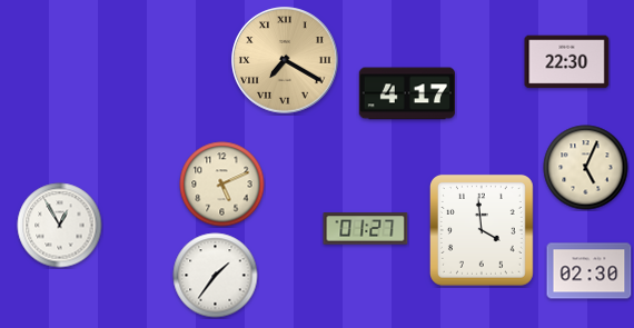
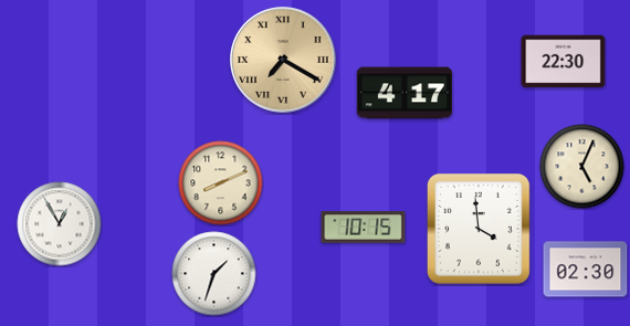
clock at (222, 185): 5:11 -> 8:11
clock at (366, 229): 01:27 -> 10:15
clock at (216, 276): 1:36 -> 1:33
